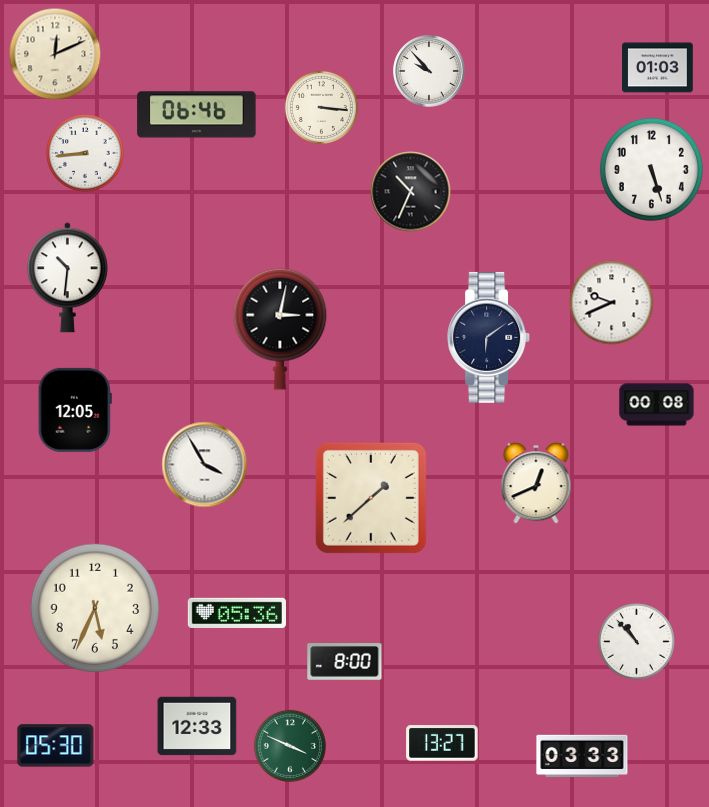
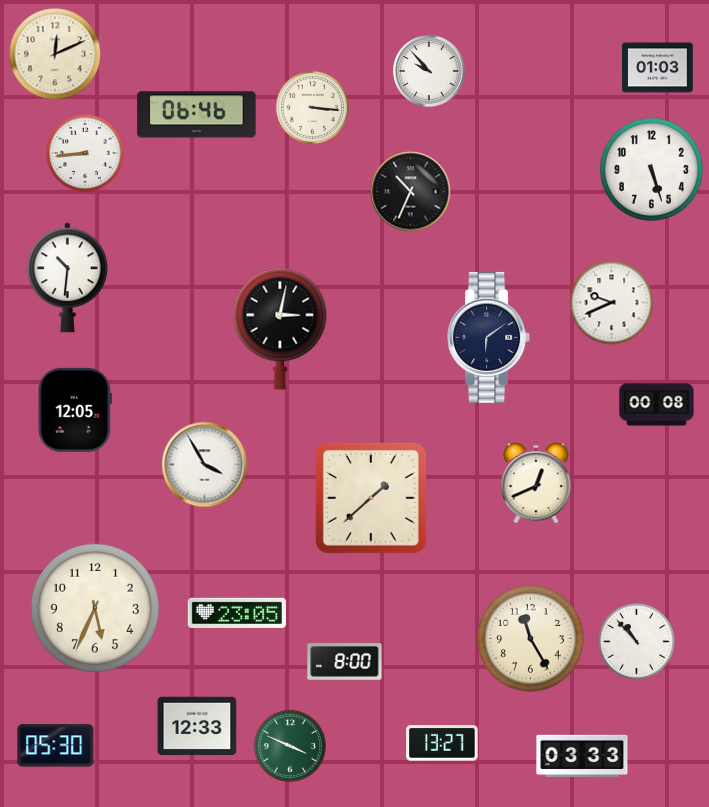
clock at (321, 107) position: (321, 107) -> (312, 107)
clock at (237, 612): 05:36 -> 23:05
clock at (531, 639): none -> 11:25
